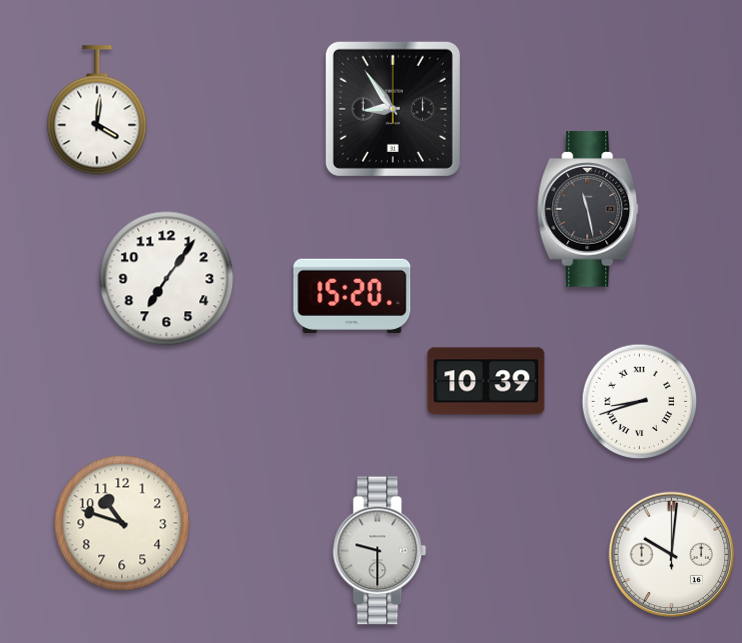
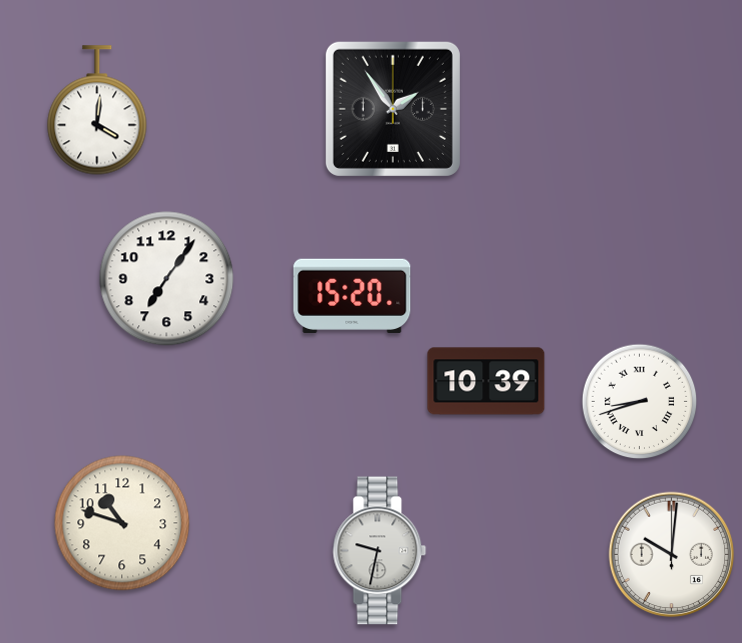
clock at (393, 109): 8:54 -> 1:54
clock at (589, 209): 11:28 -> none
clock at (380, 551): 9:30 -> 9:32
